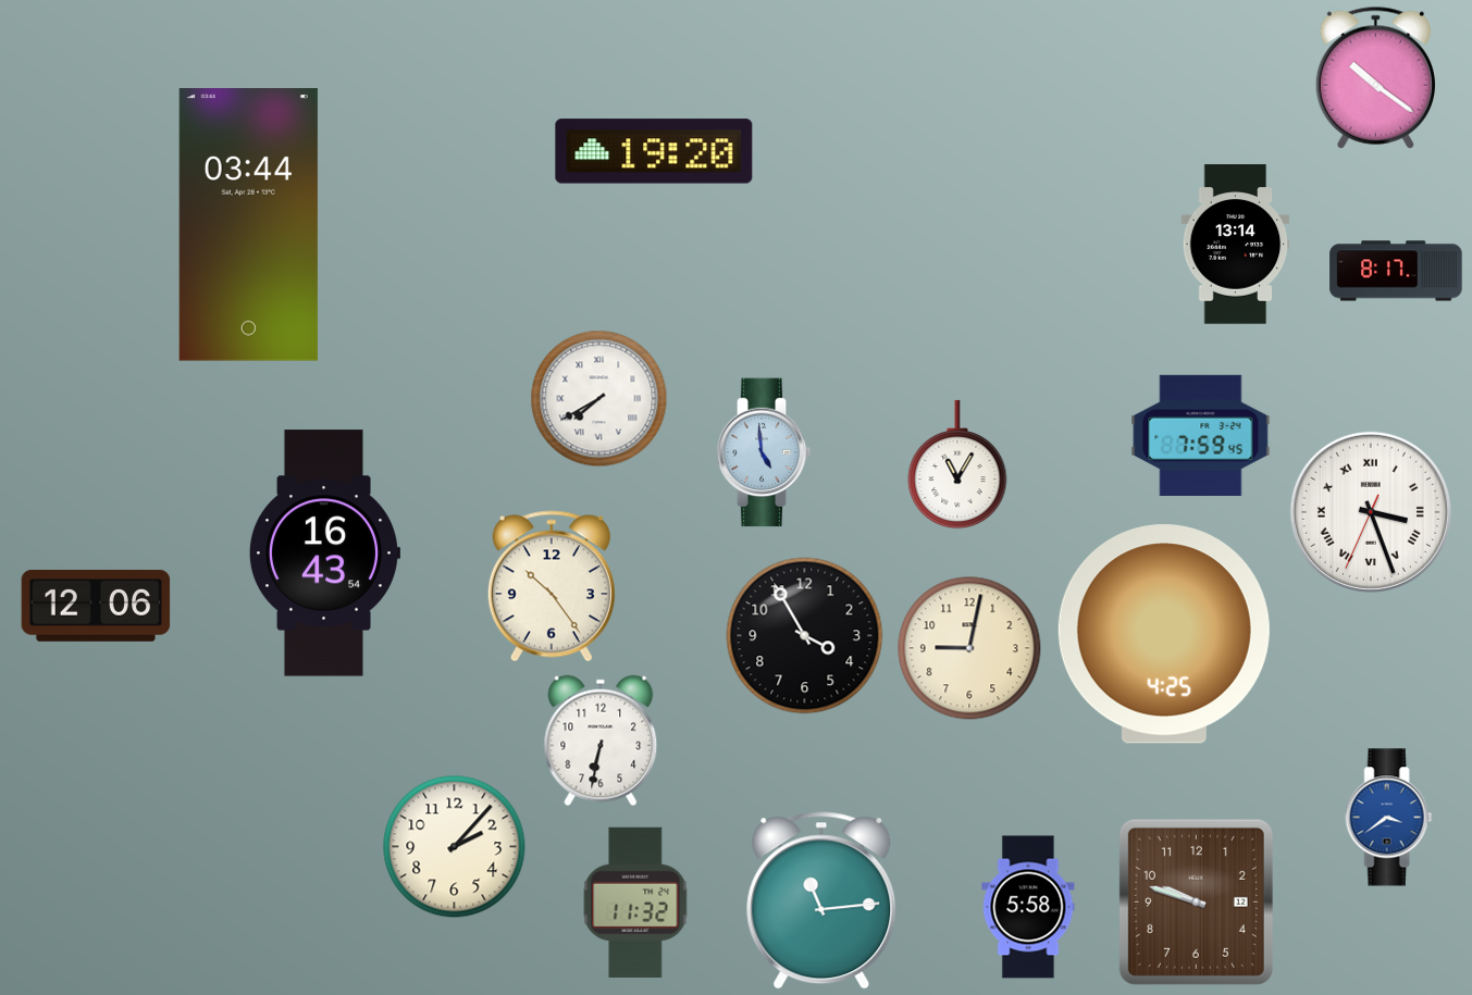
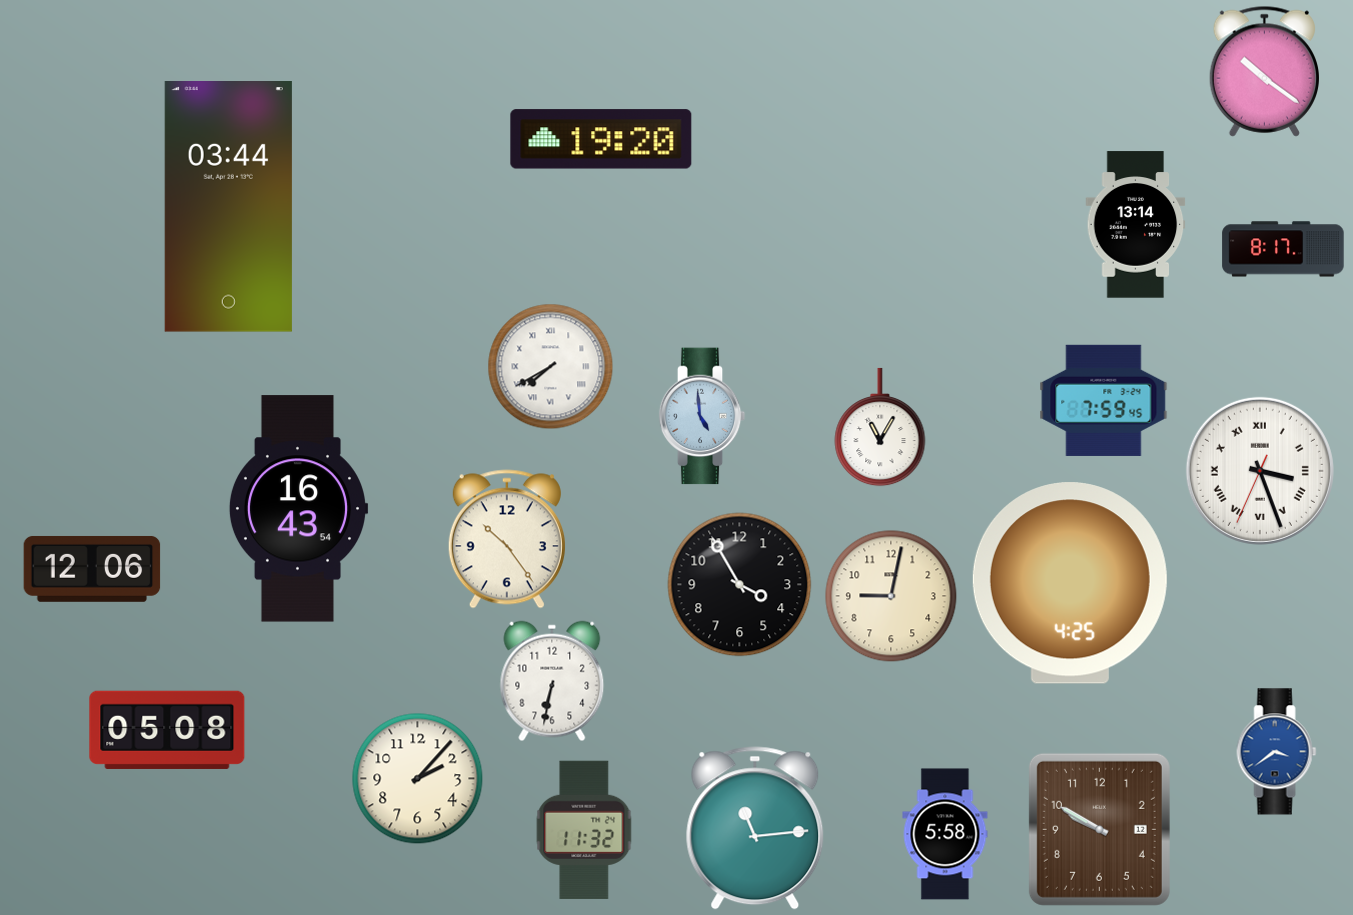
clock at (96, 606) position: (96, 606) -> (92, 569)
clock at (167, 730): none -> 05:08
clock at (1196, 901): 9:48 -> 9:50
